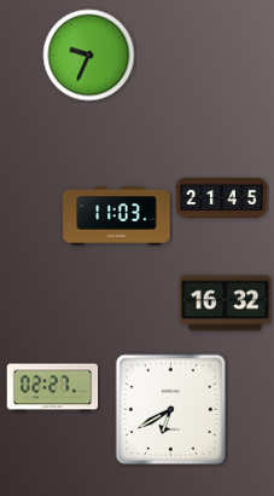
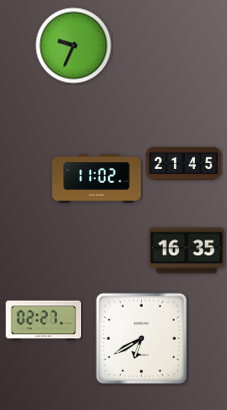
clock at (117, 217): 11:03 -> 11:02
clock at (226, 304): 16:32 -> 16:35
